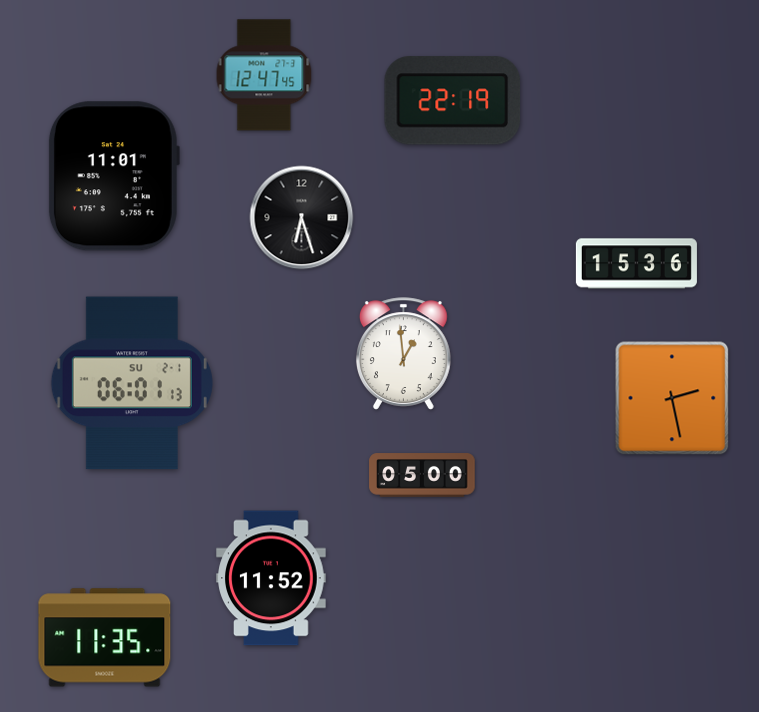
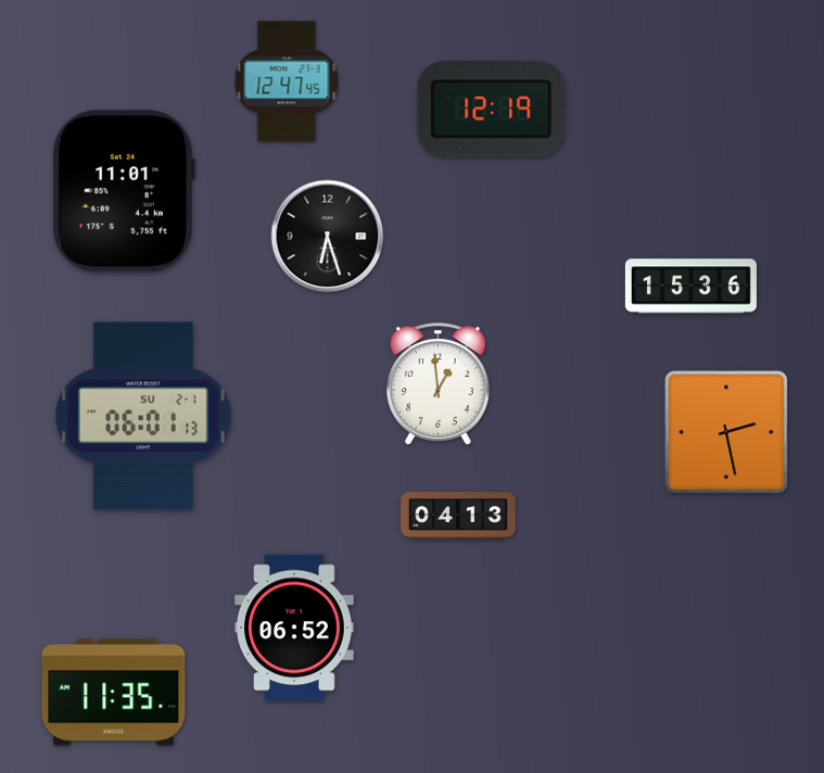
clock at (453, 101): 22:19 -> 12:19
clock at (672, 398) position: (672, 398) -> (726, 432)
clock at (422, 475): 05:00 -> 04:13
clock at (271, 578): 11:52 -> 06:52
